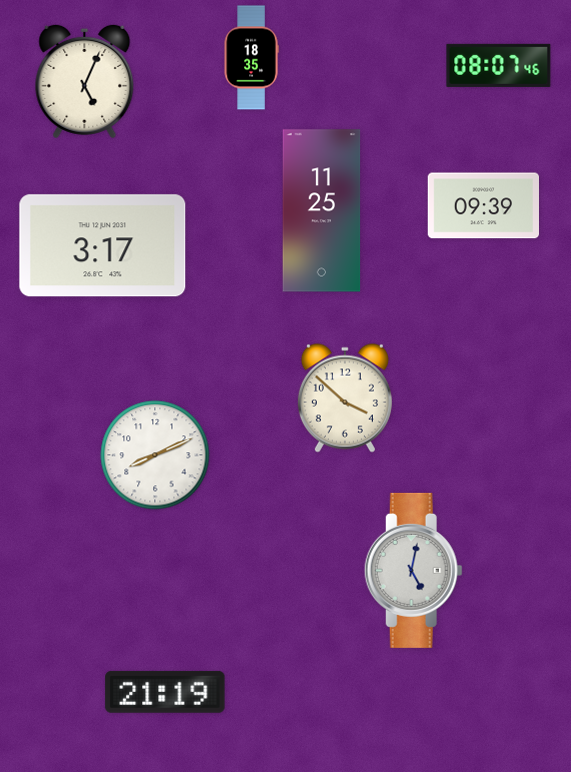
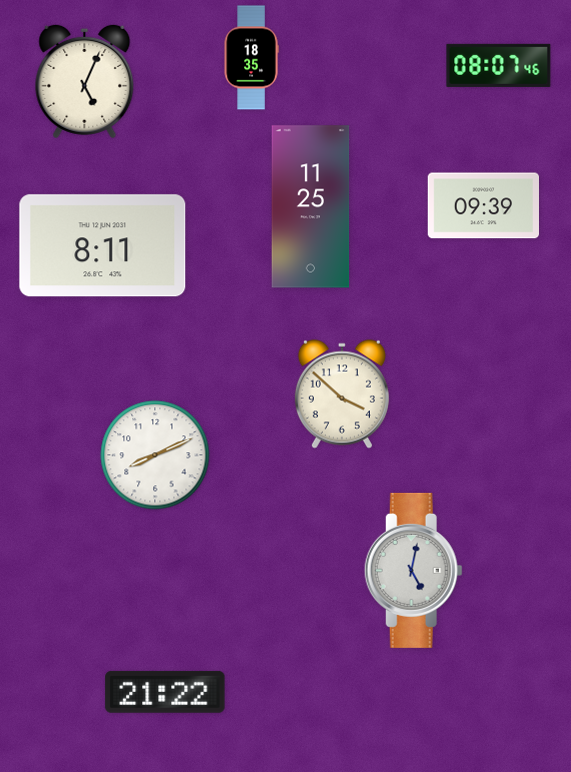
clock at (322, 211) position: (322, 211) -> (311, 207)
clock at (103, 246): 3:17 -> 8:11
clock at (345, 398) position: (345, 398) -> (342, 394)
clock at (165, 692): 21:19 -> 21:22
